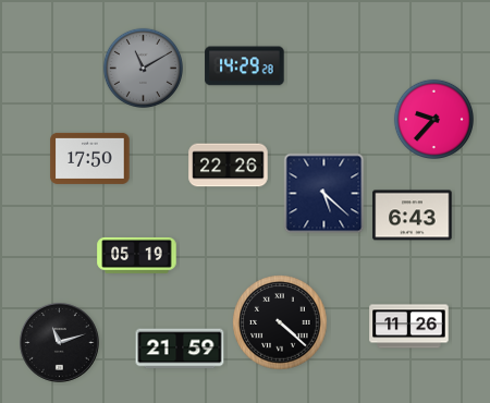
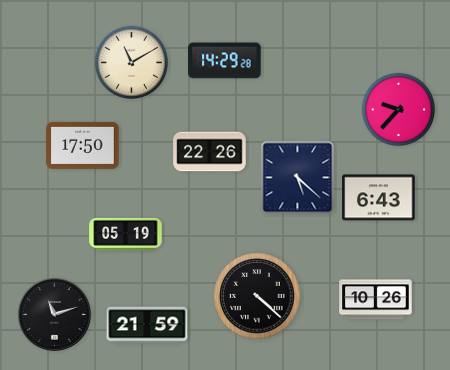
clock at (143, 68) dial: grey -> cream
clock at (409, 327): 11:26 -> 10:26
clock at (180, 349) position: (180, 349) -> (147, 325)
